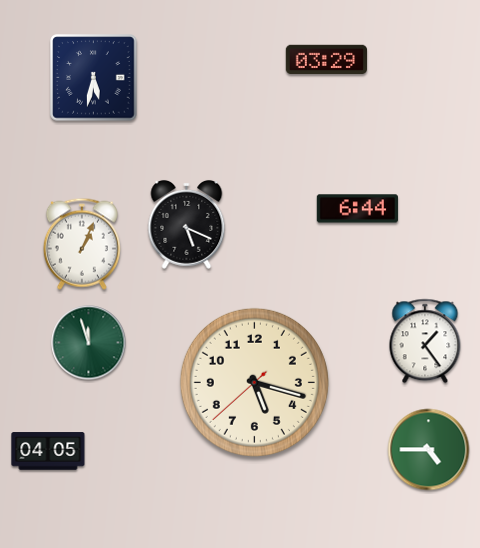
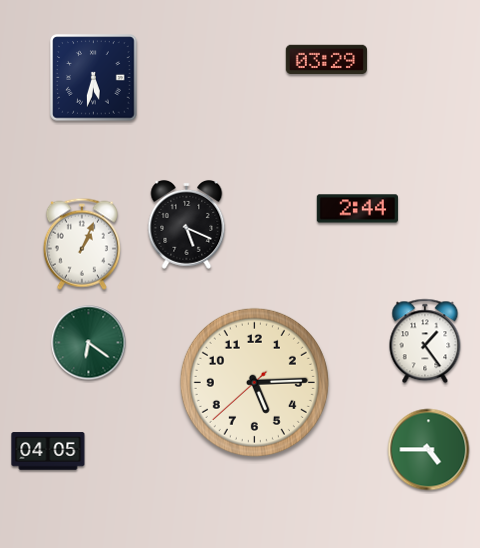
clock at (357, 209): 6:44 -> 2:44
clock at (89, 343): 11:57 -> 6:21
clock at (254, 382): 5:17 -> 5:14
